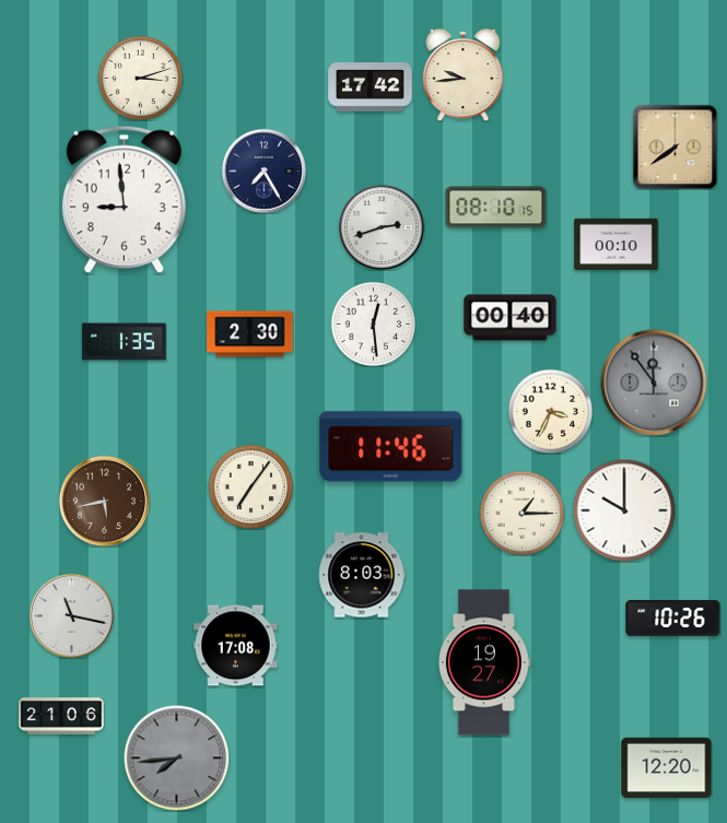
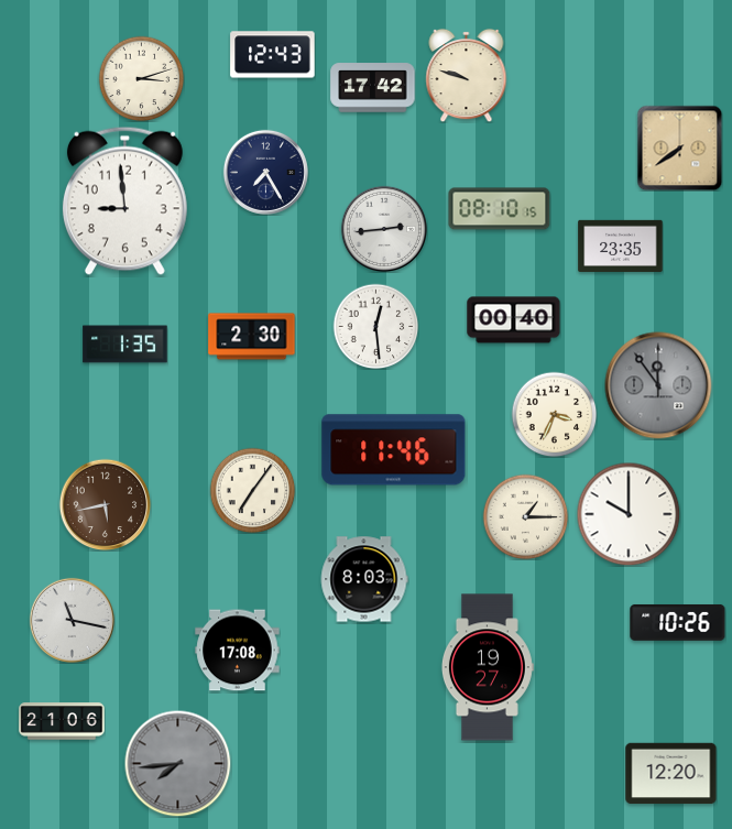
clock at (273, 55): none -> 12:43
clock at (464, 74): 9:44 -> 9:48
clock at (382, 227): 2:42 -> 2:44
clock at (617, 244): 00:10 -> 23:35
